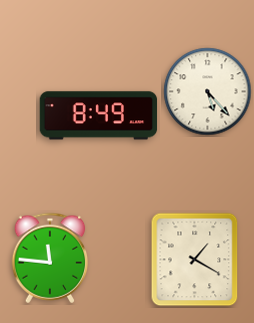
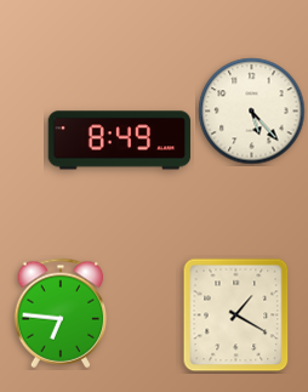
clock at (50, 258): 11:46 -> 6:46
